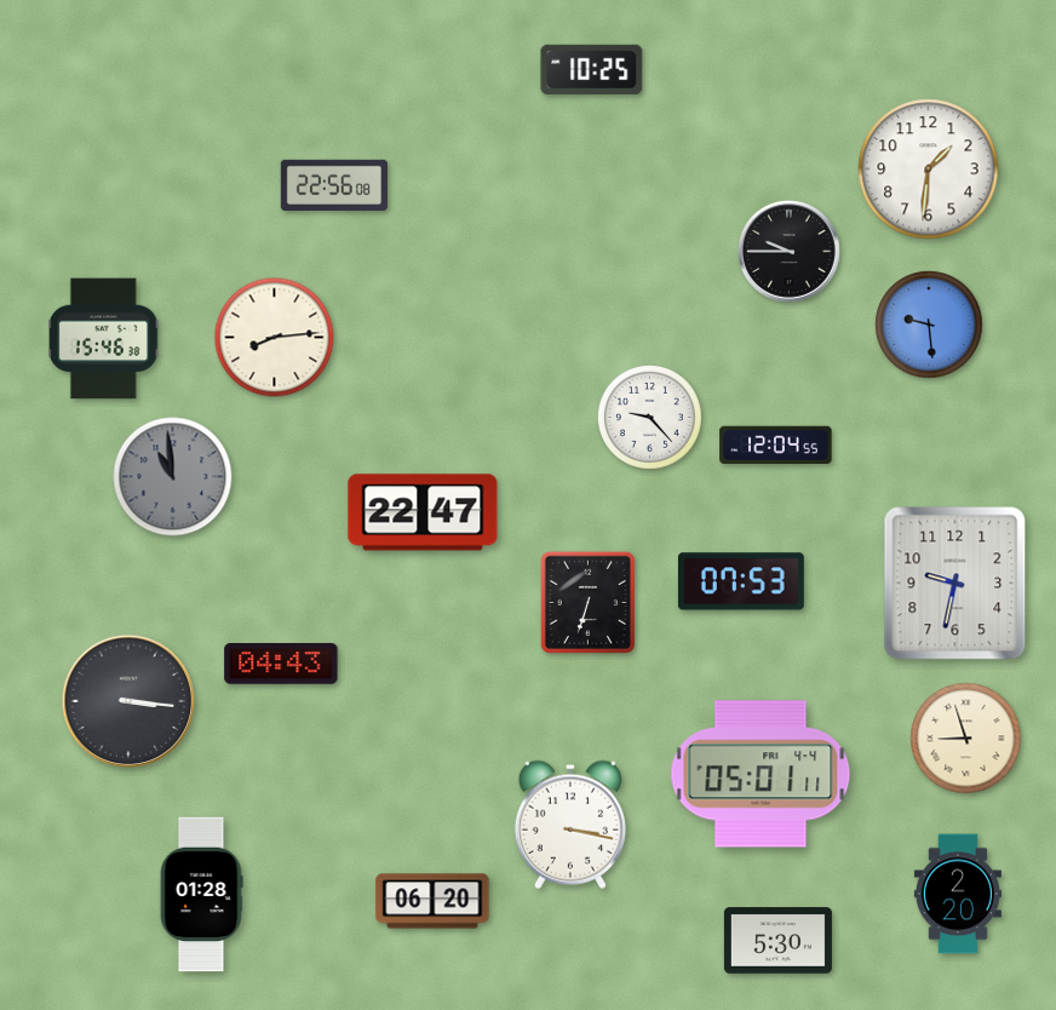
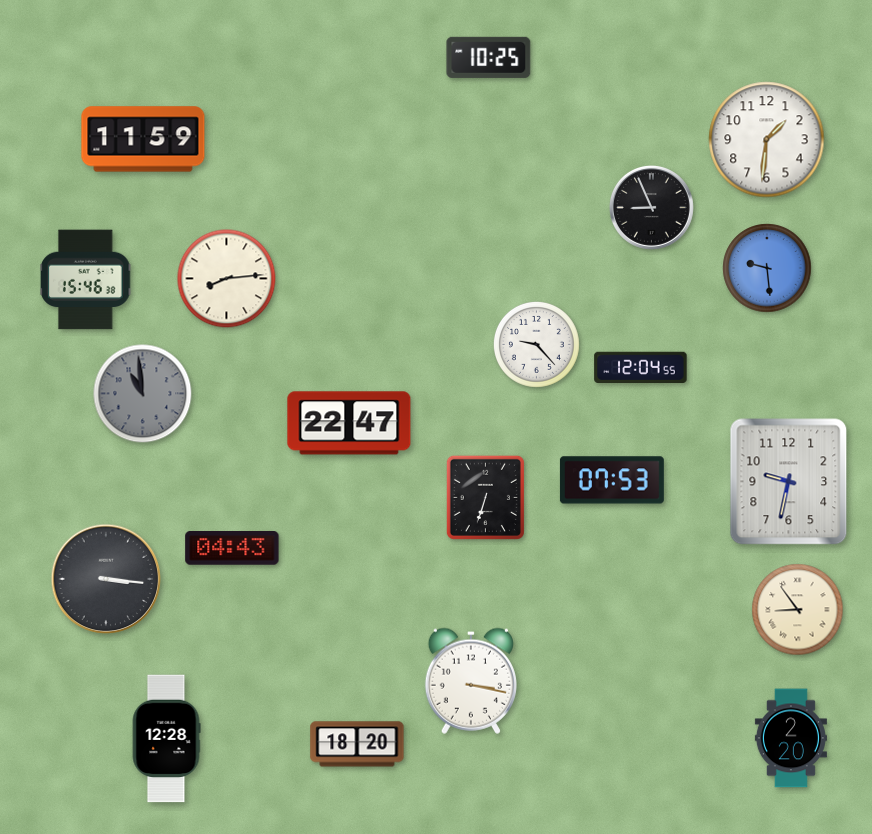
clock at (143, 139): none -> 11:59
clock at (334, 185): 22:56 -> none
clock at (788, 251): 9:45 -> 8:56
clock at (966, 739): 8:57 -> 8:54
clock at (761, 774): 05:01 -> none
clock at (201, 895): 01:28 -> 12:28
clock at (432, 901): 06:20 -> 18:20
clock at (777, 941): 5:30 -> none
